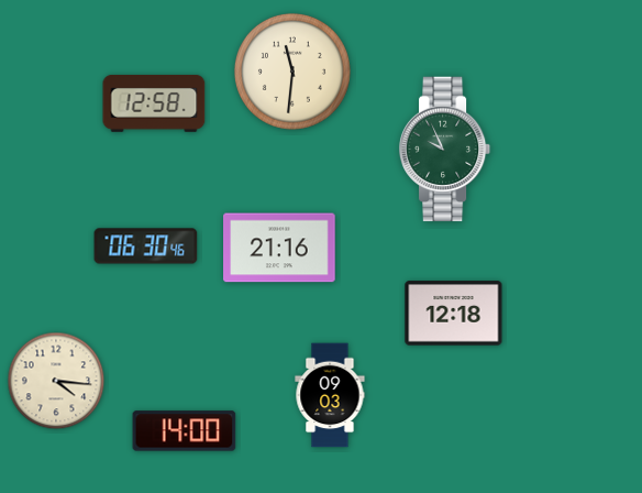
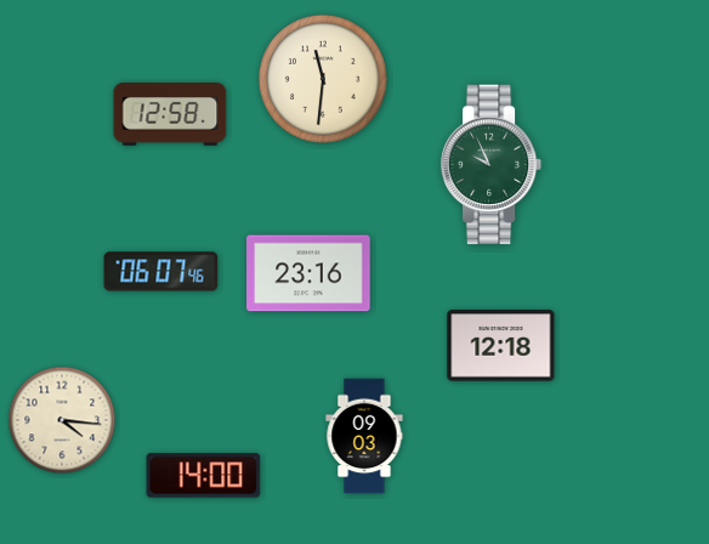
clock at (146, 246): 06:30 -> 06:07
clock at (279, 248): 21:16 -> 23:16
